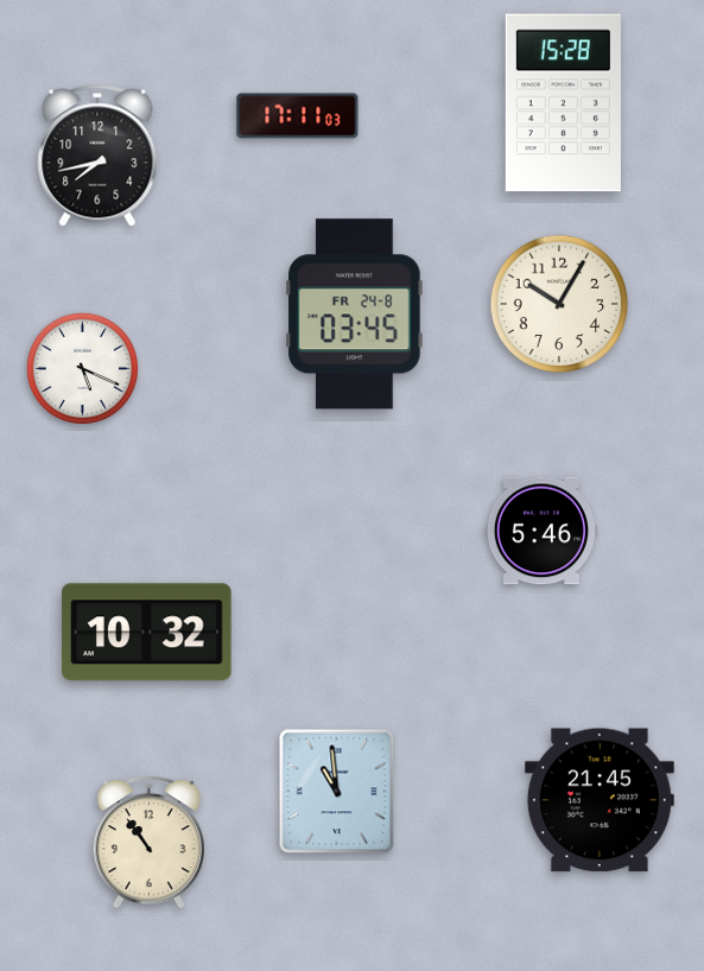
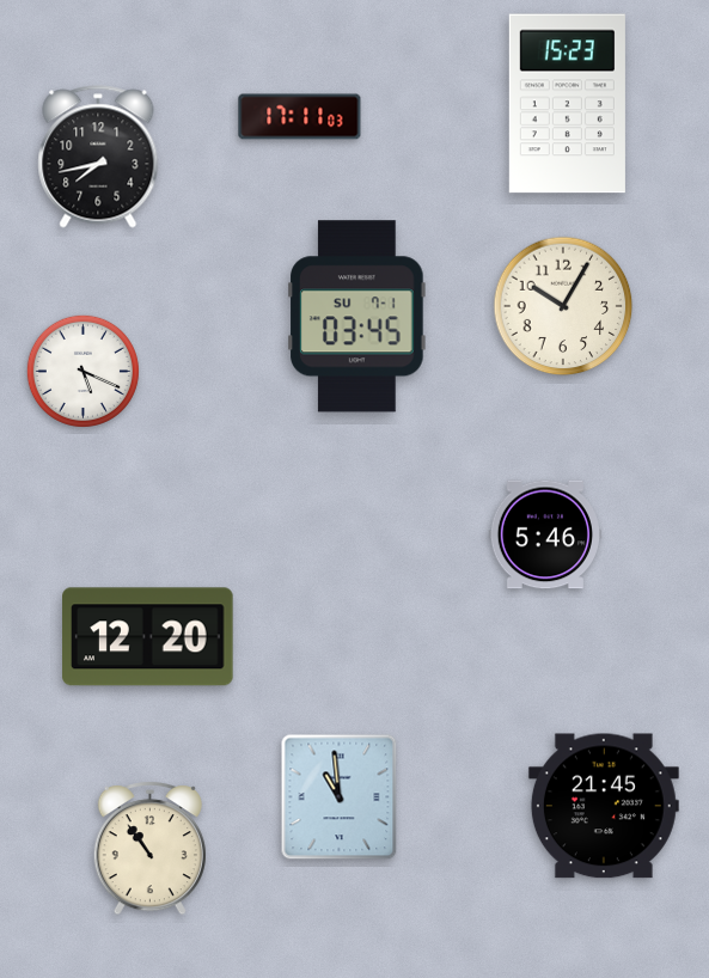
clock at (563, 103): 15:28 -> 15:23
clock at (355, 315) date: FR 24-8 -> SU 7-1
clock at (147, 633): 10:32 -> 12:20
